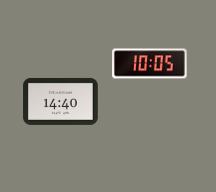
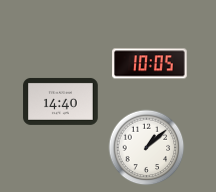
clock at (147, 148): none -> 1:08
